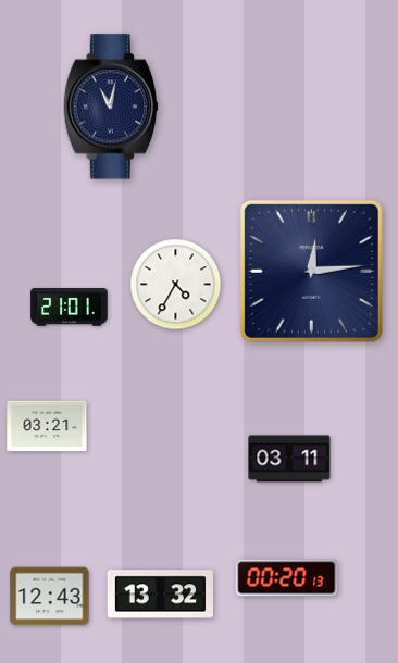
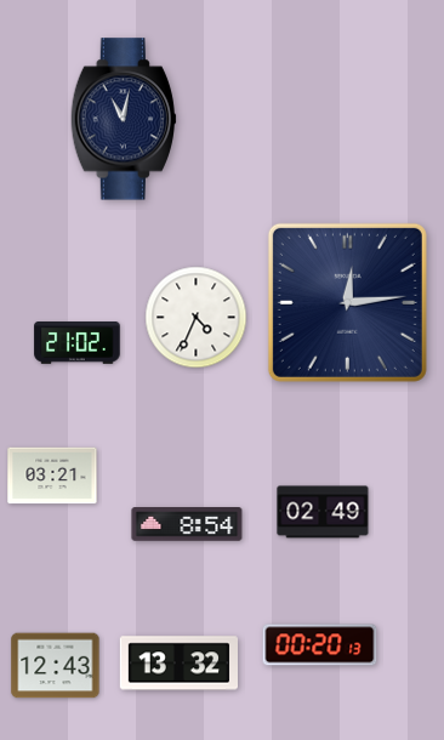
clock at (176, 285): 4:35 -> 4:34
clock at (70, 308): 21:01 -> 21:02
clock at (289, 459): 03:11 -> 02:49
clock at (187, 524): none -> 8:54
